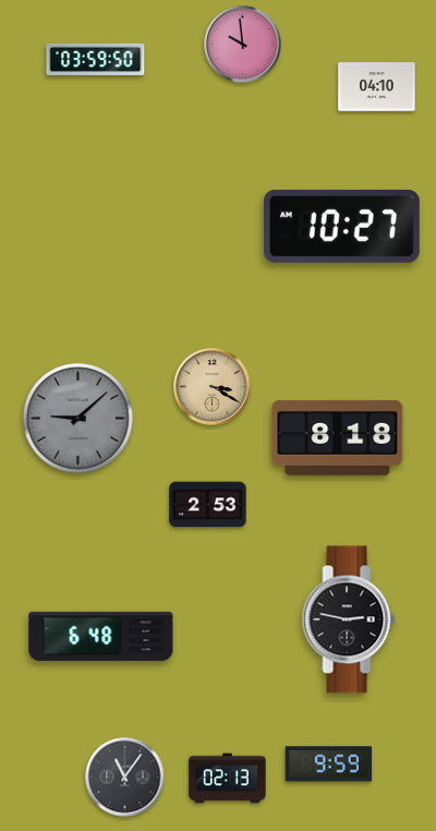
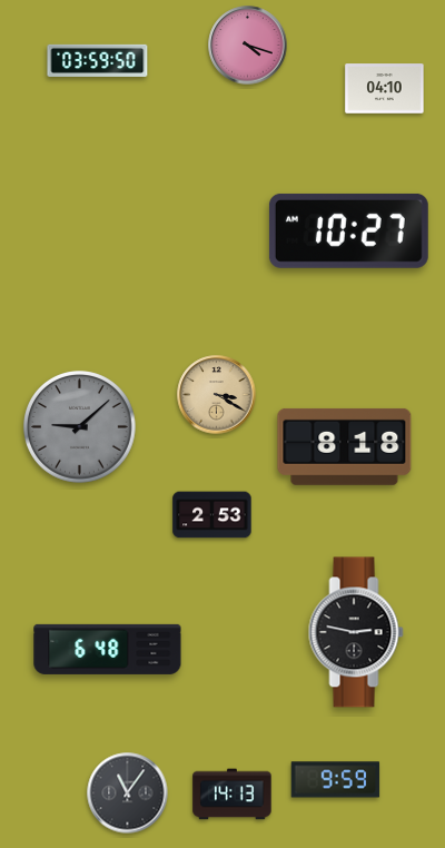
clock at (243, 45): 9:59 -> 4:18
clock at (101, 636) position: (101, 636) -> (108, 649)
clock at (228, 779): 02:13 -> 14:13
